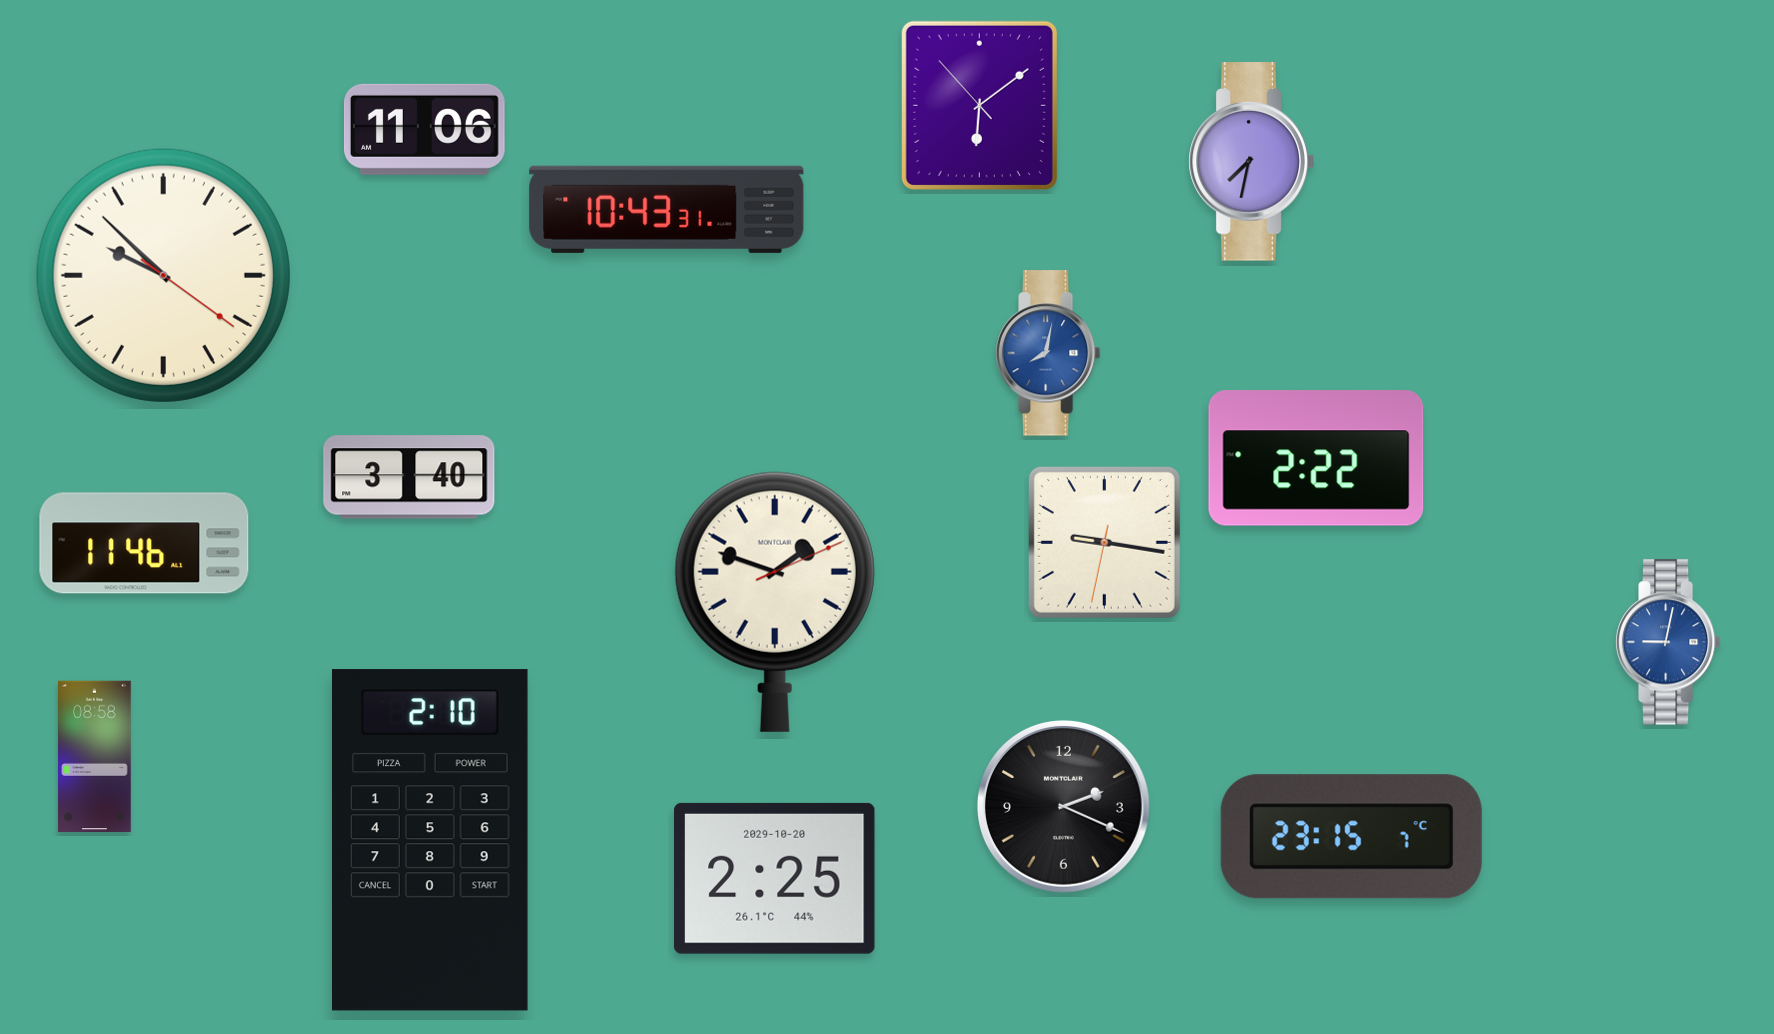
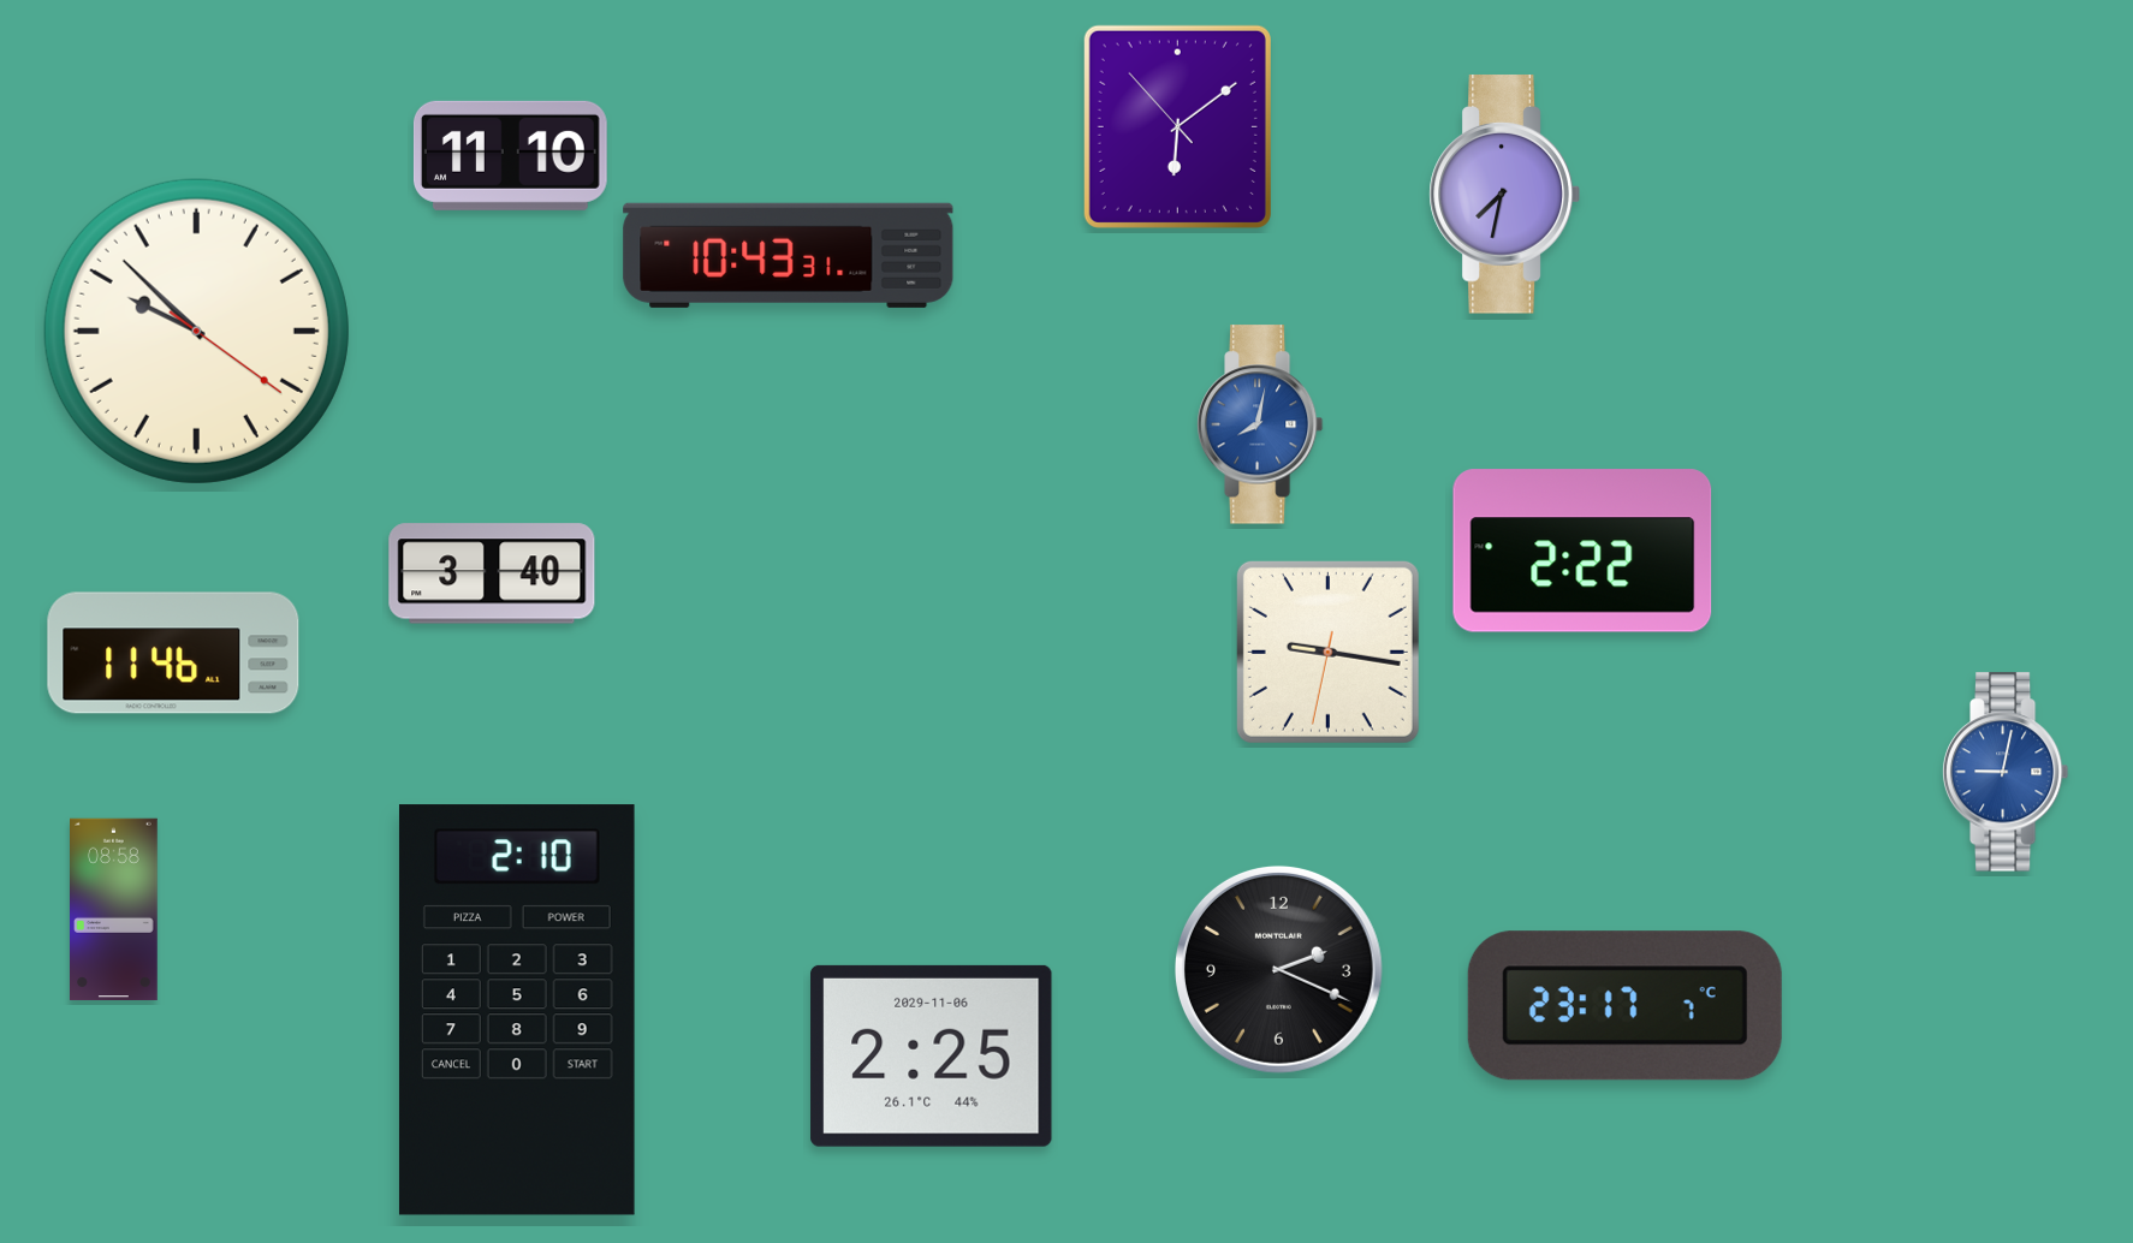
clock at (424, 129): 11:06 -> 11:10
clock at (667, 209) position: (667, 209) -> (789, 255)
clock at (775, 602): 1:48 -> none
clock at (1351, 837): 23:15 -> 23:17
clock at (775, 878) date: 2029-10-20 -> 2029-11-06
